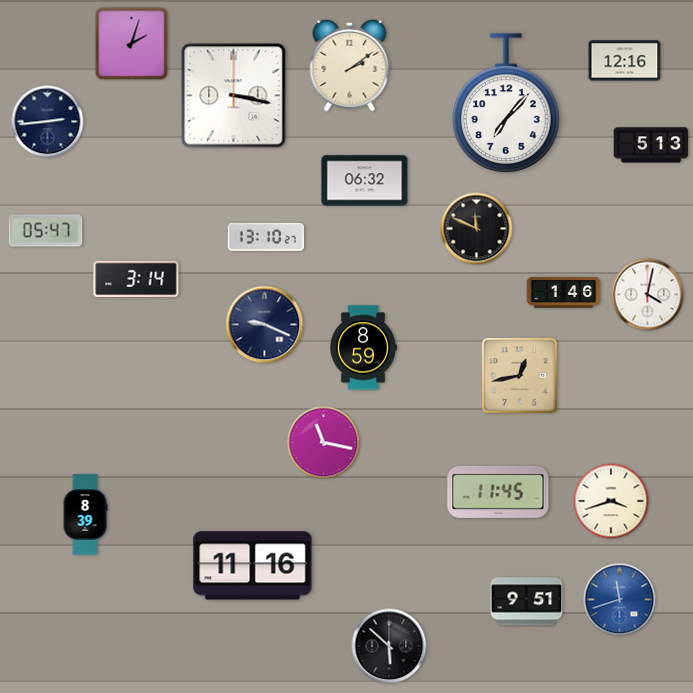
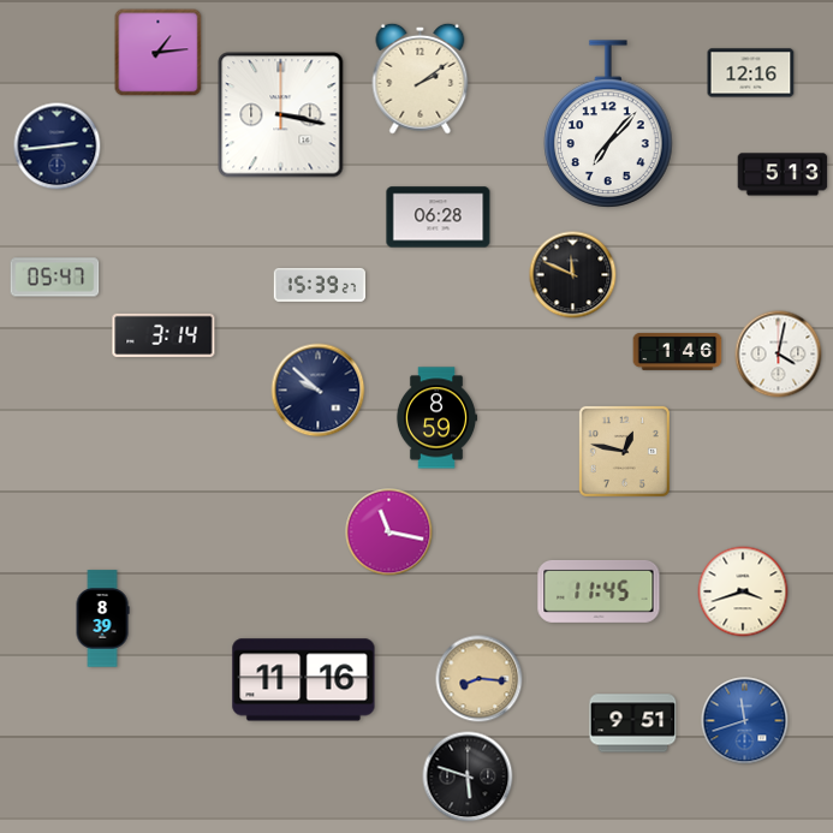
clock at (132, 44): 2:03 -> 1:14
clock at (365, 181): 06:32 -> 06:28
clock at (266, 237): 13:10 -> 15:39
clock at (265, 325): 9:19 -> 9:52
clock at (519, 375): 12:43 -> 12:47
clock at (611, 501) position: (611, 501) -> (743, 591)
clock at (480, 679): none -> 8:16
clock at (389, 646): 5:52 -> 5:48
